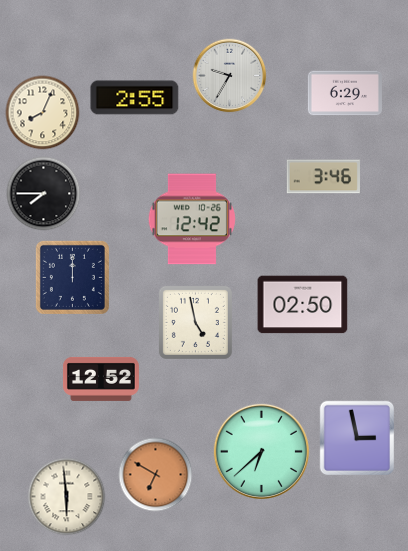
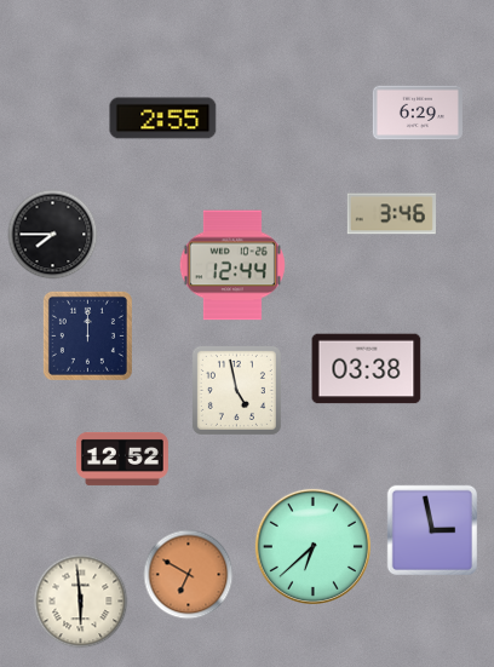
clock at (230, 76): 9:35 -> none
clock at (43, 113): 8:04 -> none
clock at (192, 219): 12:42 -> 12:44
clock at (303, 305): 02:50 -> 03:38
clock at (261, 451) position: (261, 451) -> (312, 546)
